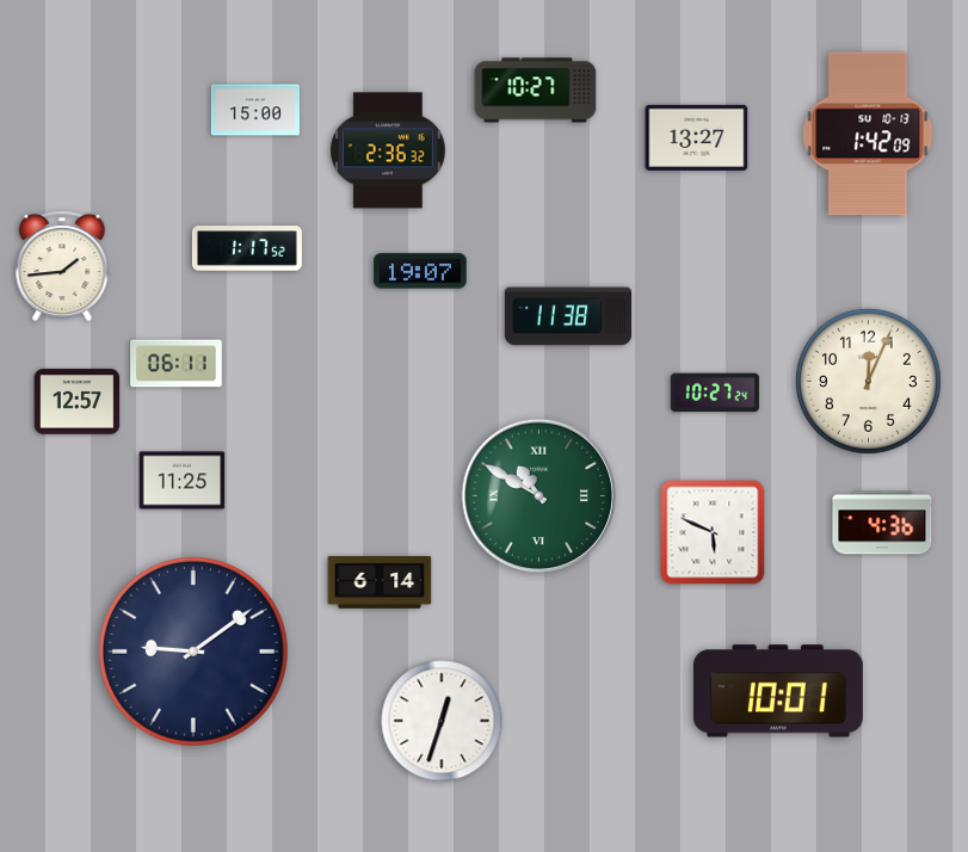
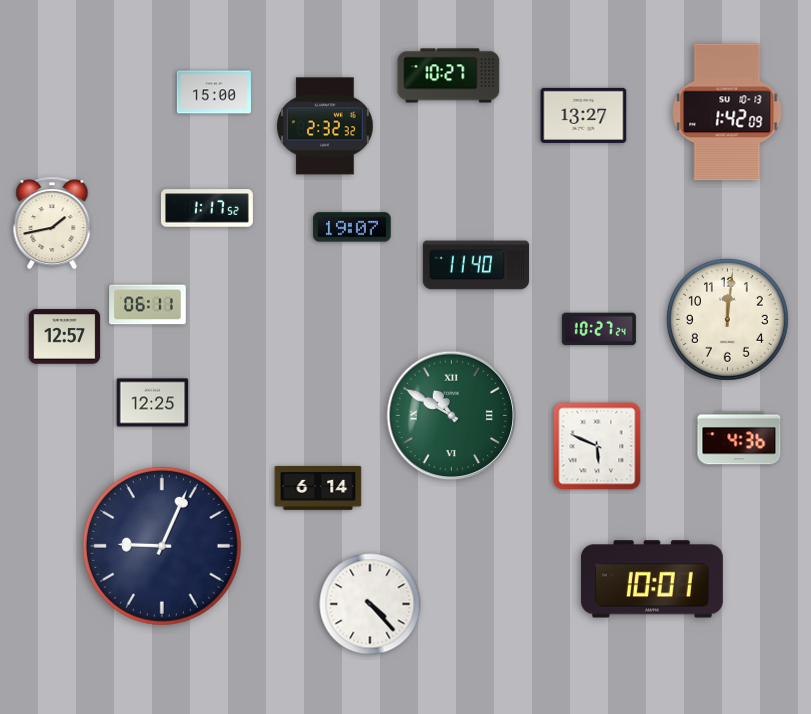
clock at (388, 150): 2:36 -> 2:32
clock at (62, 266): 1:44 -> 1:43
clock at (567, 316): 11:38 -> 11:40
clock at (868, 381): 12:04 -> 12:01
clock at (183, 481): 11:25 -> 12:25
clock at (193, 652): 9:09 -> 9:04
clock at (442, 721): 12:33 -> 4:23
